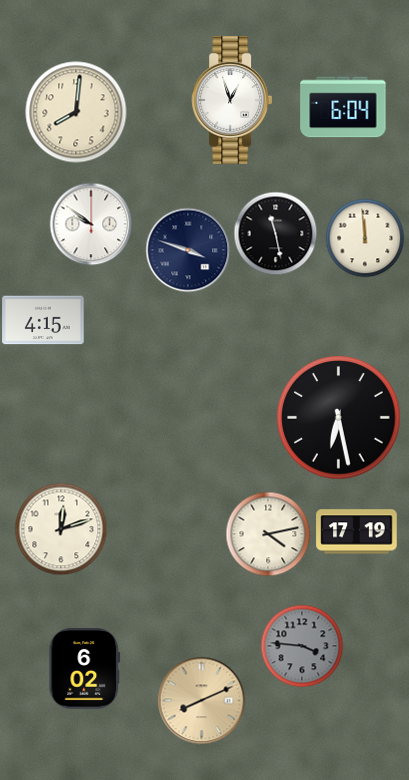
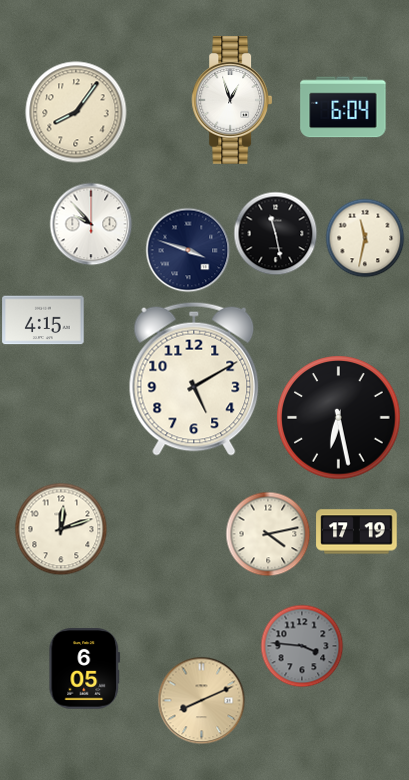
clock at (76, 112): 8:01 -> 8:06
clock at (91, 224): 9:51 -> 9:53
clock at (365, 238): 11:59 -> 11:32
clock at (194, 379): none -> 5:10
clock at (85, 669): 6:02 -> 6:05
